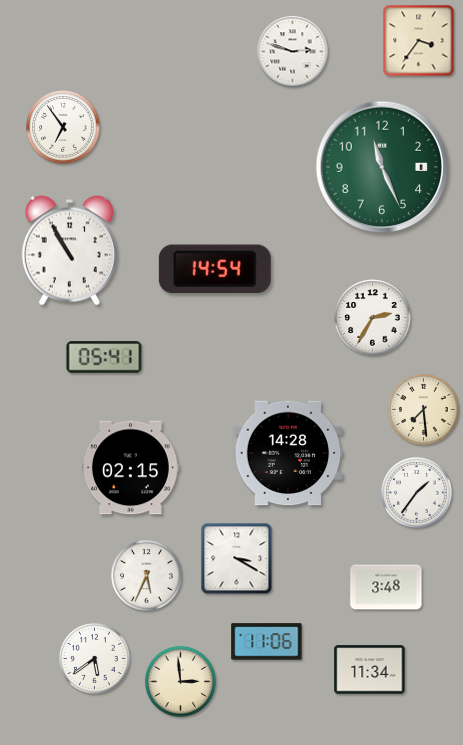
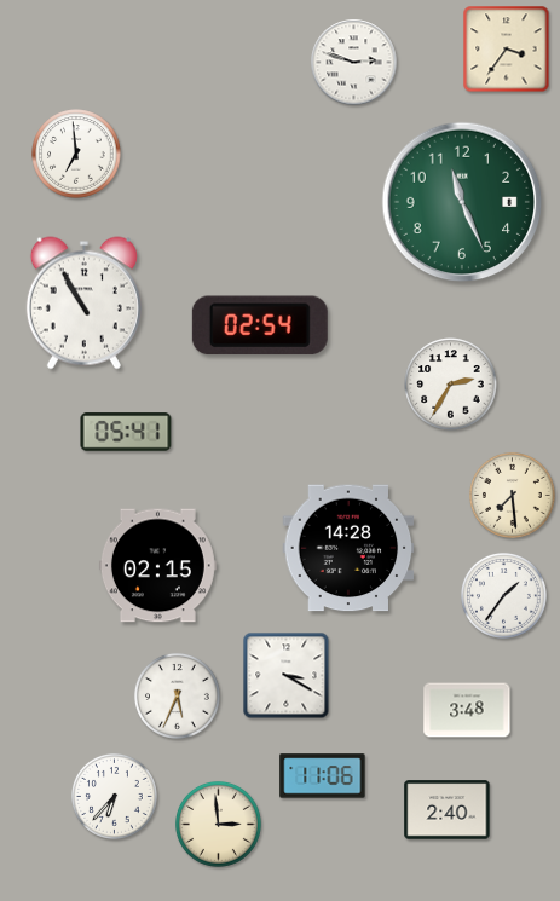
clock at (63, 127): 6:54 -> 6:59
clock at (215, 269): 14:54 -> 02:54
clock at (94, 658): 5:39 -> 6:37
clock at (370, 670): 11:34 -> 2:40
